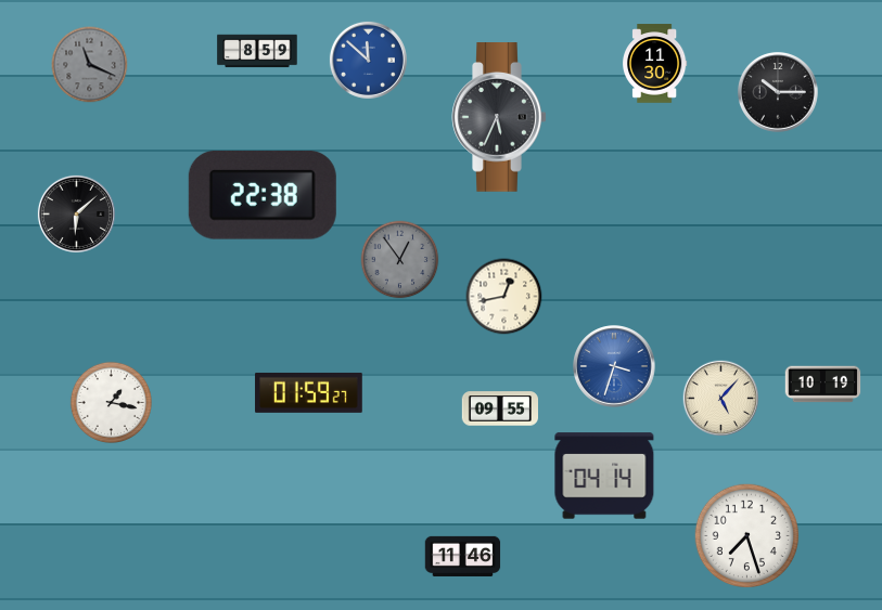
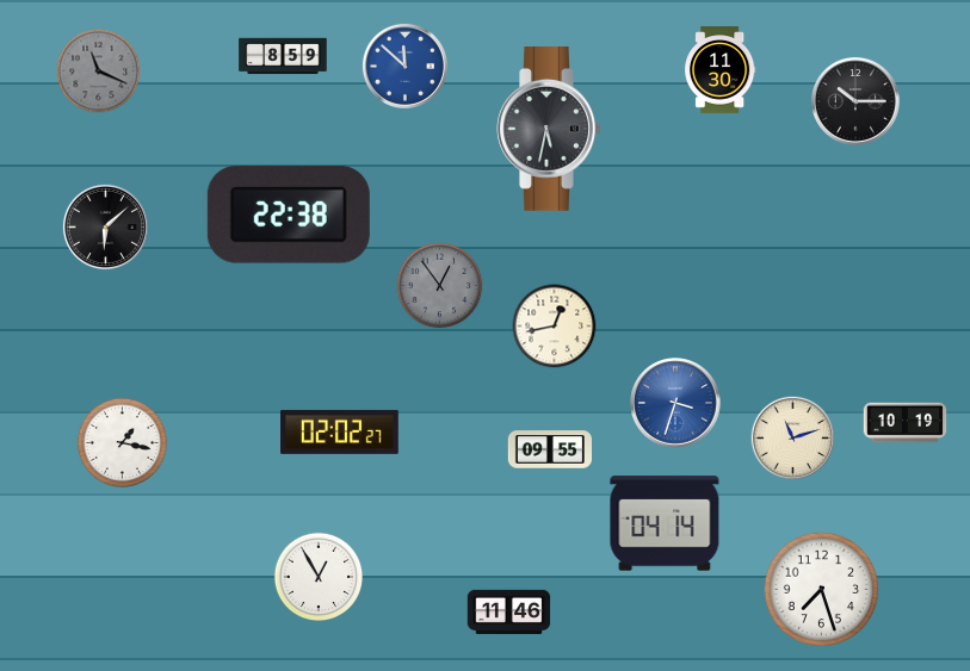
clock at (499, 118): 5:34 -> 5:32
clock at (76, 213) position: (76, 213) -> (105, 226)
clock at (309, 392): 01:59 -> 02:02
clock at (720, 398): 5:07 -> 11:12
clock at (319, 577): none -> 12:55
